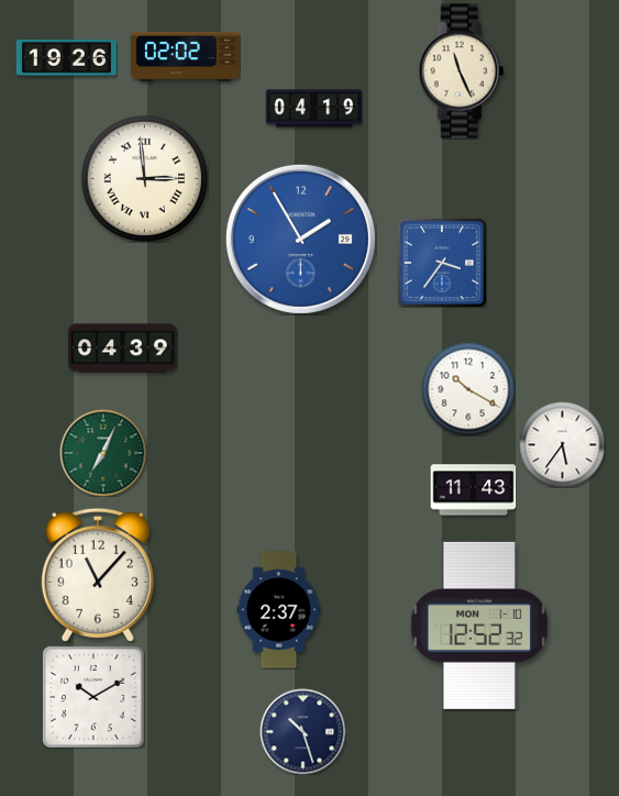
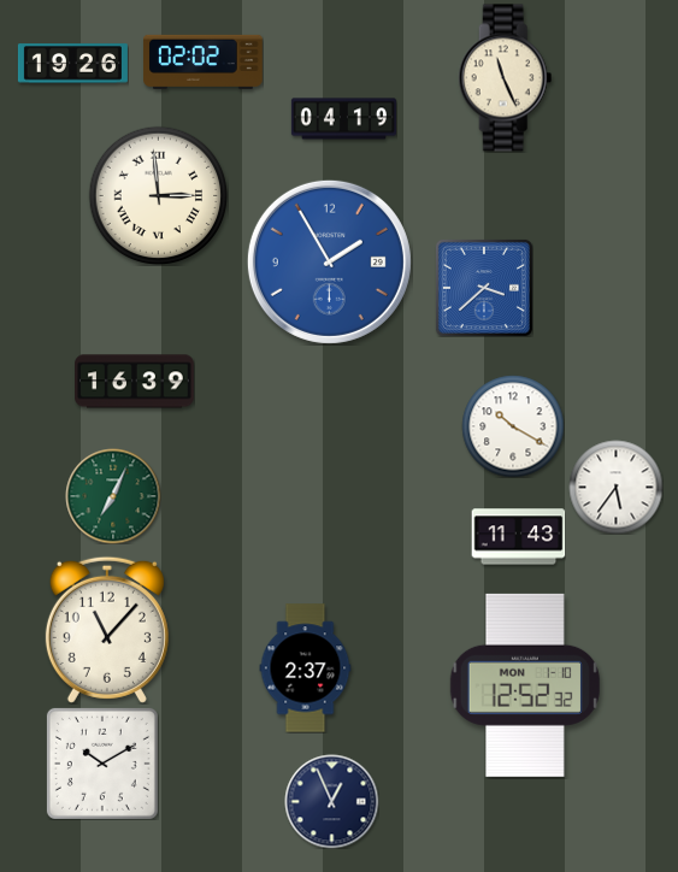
clock at (442, 263): 3:36 -> 3:38
clock at (123, 349): 04:39 -> 16:39
clock at (302, 731): 10:27 -> 12:56
